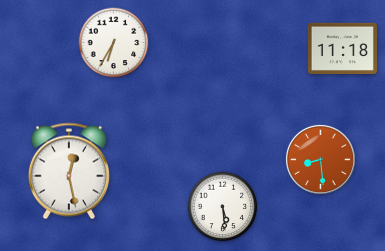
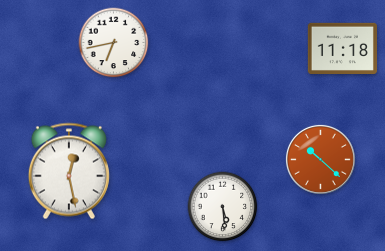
clock at (114, 43): 6:35 -> 6:43
clock at (320, 159): 8:29 -> 10:22
